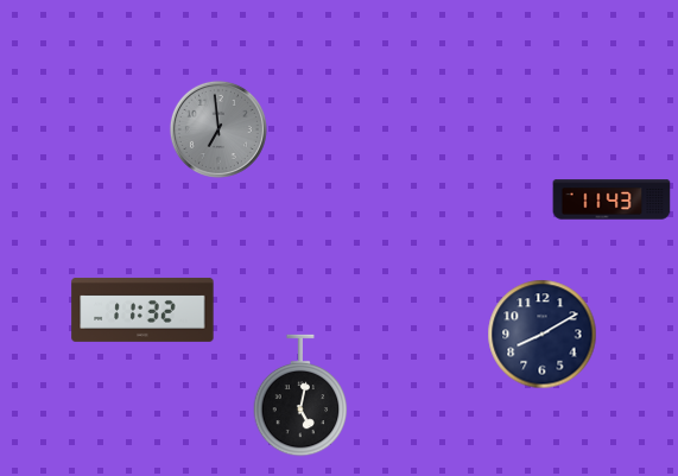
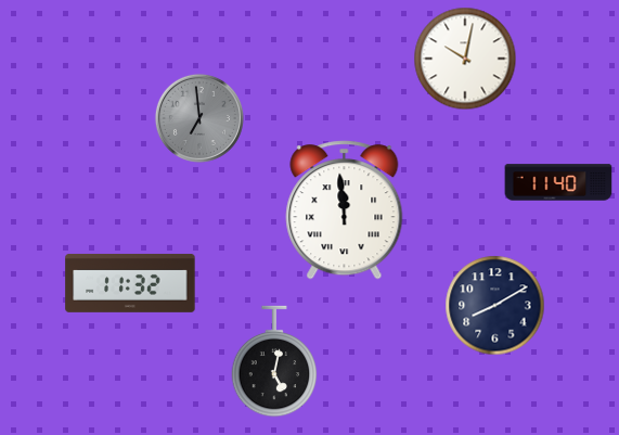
clock at (465, 59): none -> 10:02
clock at (612, 199): 11:43 -> 11:40
clock at (345, 210): none -> 11:59
